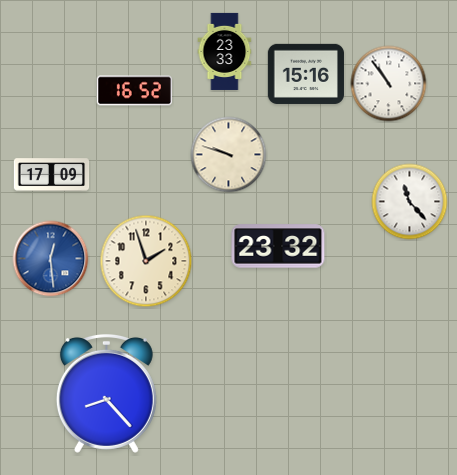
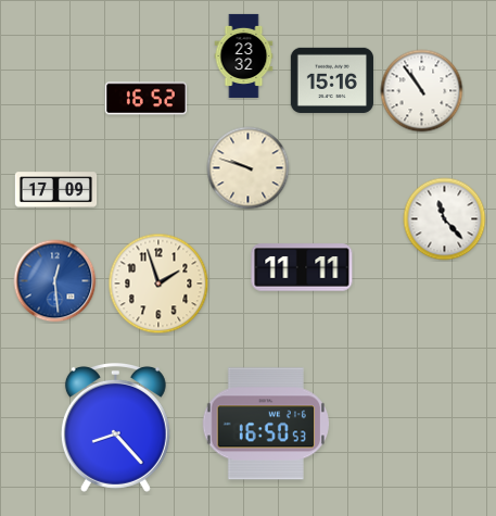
clock at (225, 51): 23:33 -> 23:32
clock at (278, 246): 23:32 -> 11:11
clock at (265, 424): none -> 16:50
